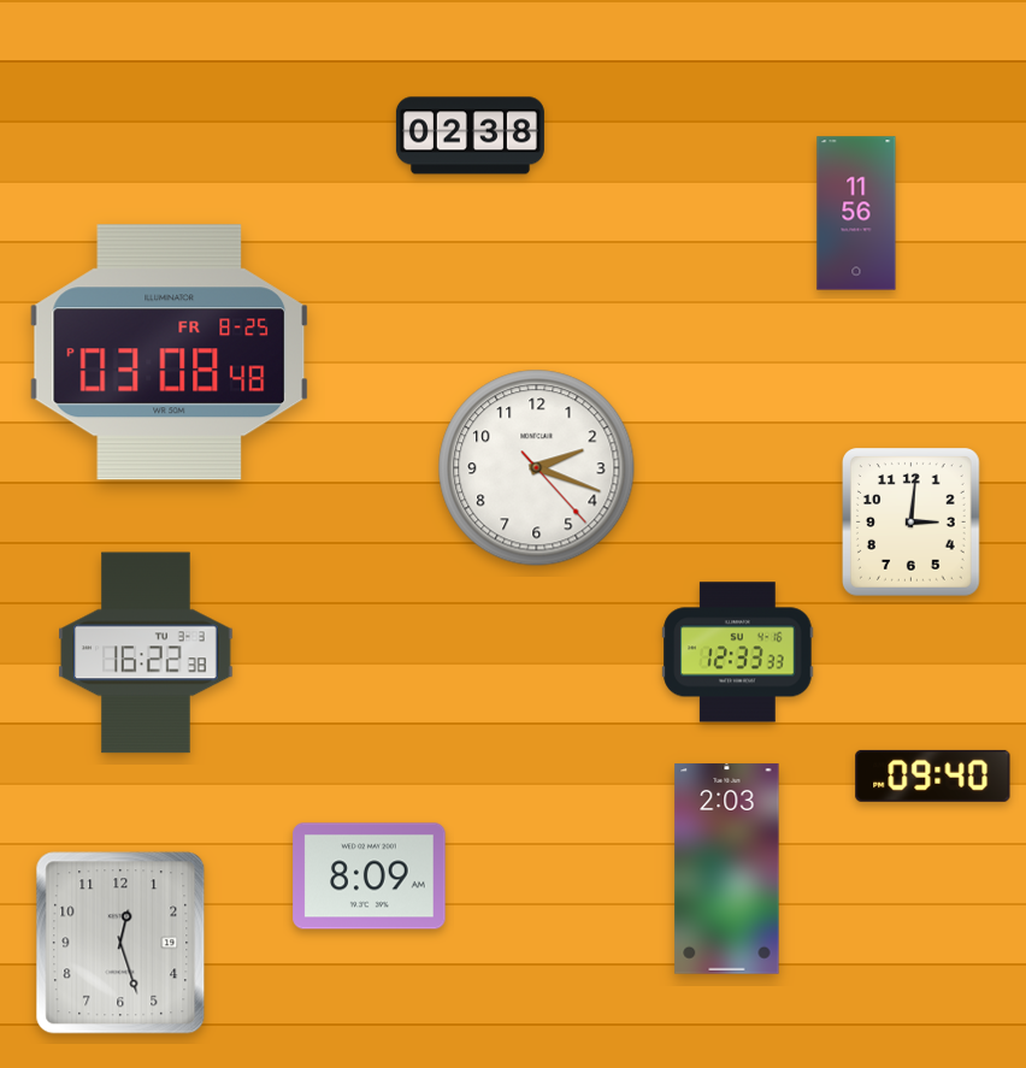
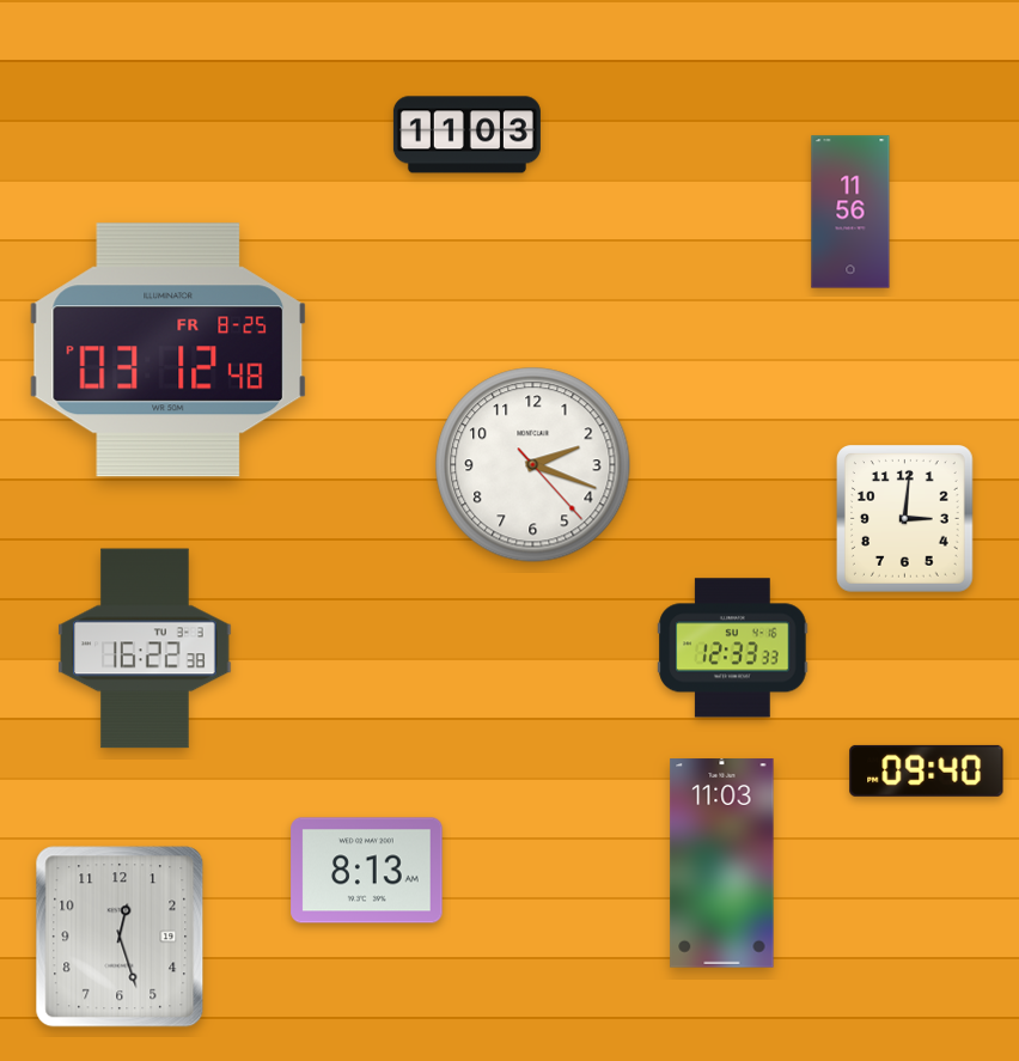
clock at (470, 136): 02:38 -> 11:03
clock at (170, 353): 03:08 -> 03:12
clock at (727, 869): 2:03 -> 11:03
clock at (370, 877): 8:09 -> 8:13
